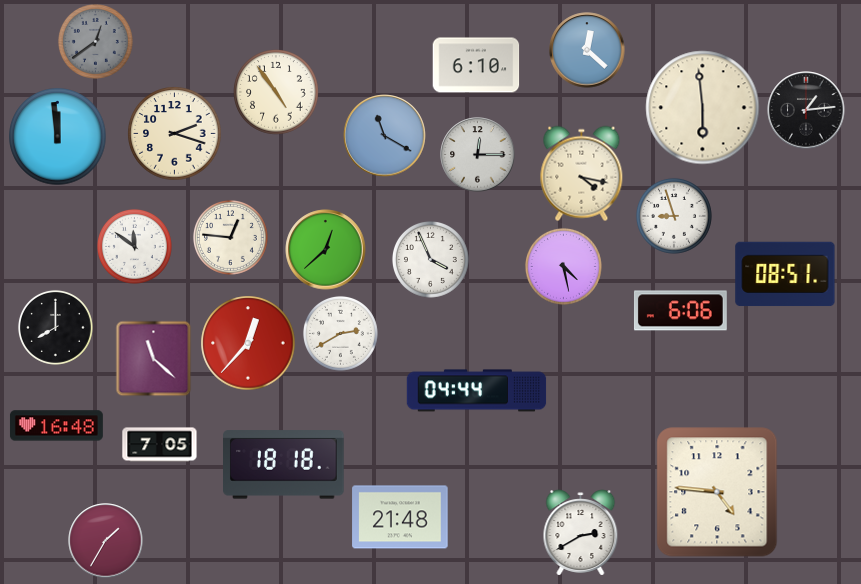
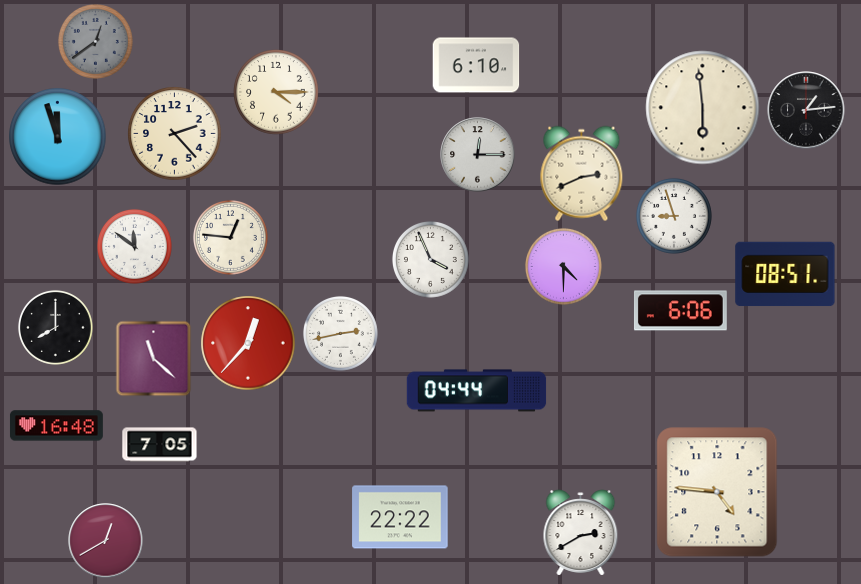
clock at (587, 50): 12:22 -> none
clock at (276, 92): 4:54 -> 4:15
clock at (175, 134): 2:18 -> 2:23
clock at (385, 136): 11:20 -> none
clock at (58, 137): 11:59 -> 11:57
clock at (582, 174): 4:17 -> 2:41
clock at (326, 250): 12:38 -> none
clock at (563, 266): 4:28 -> 4:30
clock at (340, 333): 2:40 -> 2:43
clock at (284, 465): 18:18 -> none
clock at (400, 517): 21:48 -> 22:22
clock at (106, 541): 1:35 -> 12:40
